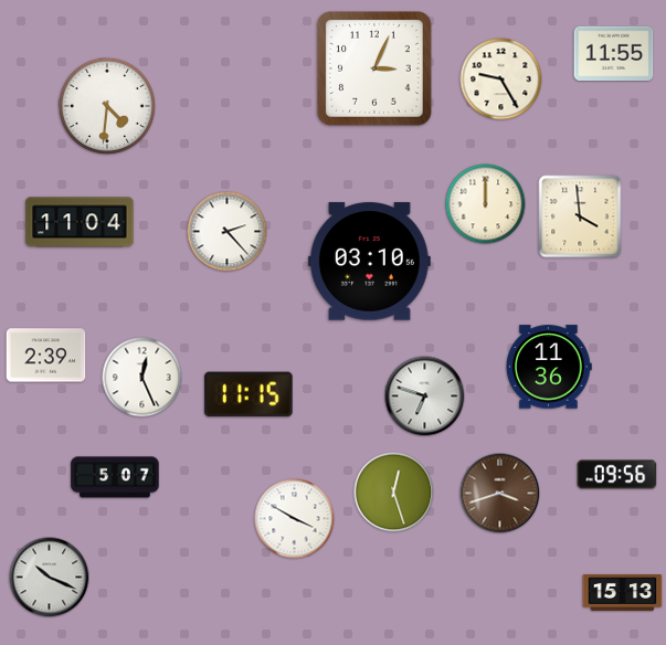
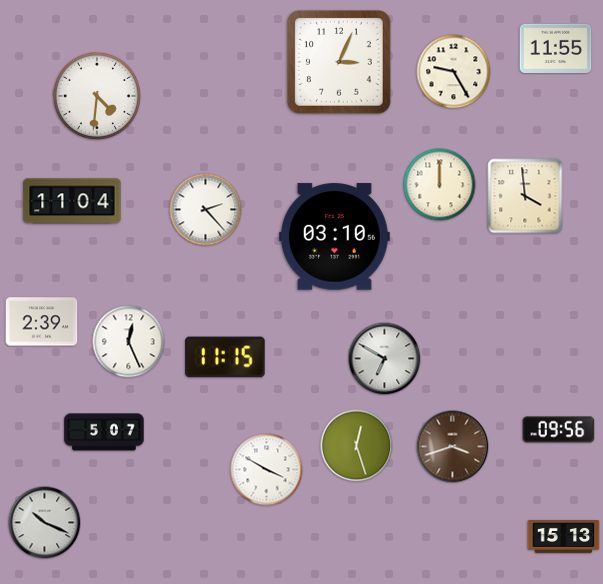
clock at (550, 367): 11:36 -> none
clock at (425, 396): 6:48 -> 6:50
